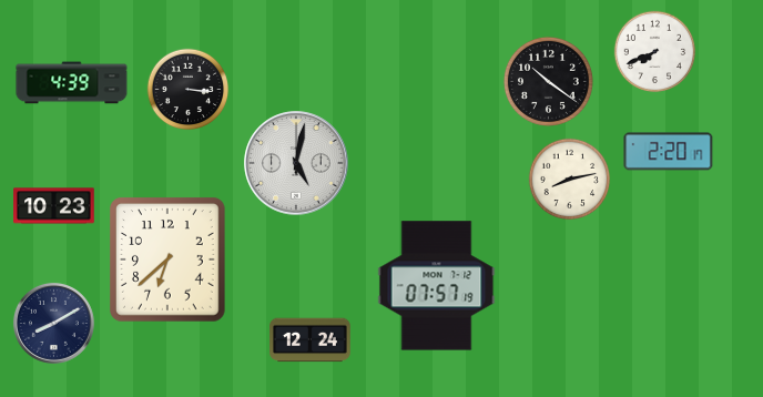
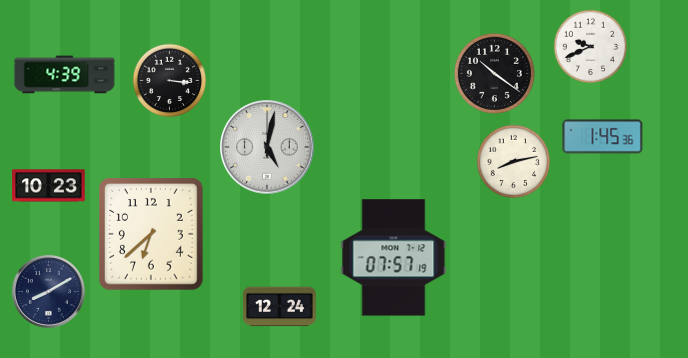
clock at (655, 52): 7:41 -> 9:41
clock at (669, 152): 2:20 -> 1:45
